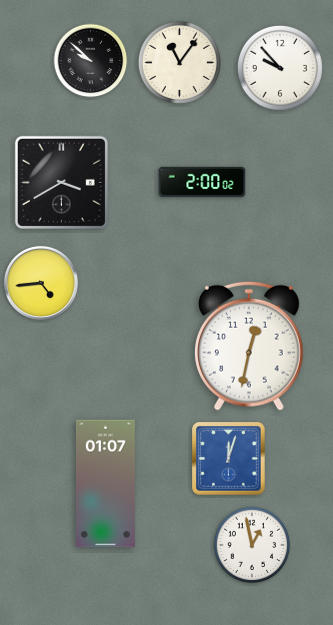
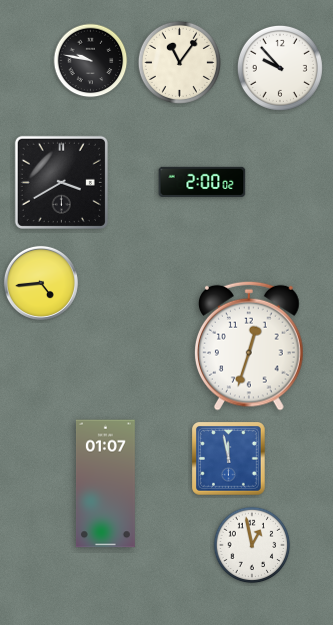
clock at (91, 61): 9:52 -> 9:47
clock at (250, 346): 12:32 -> 12:33
clock at (229, 459): 12:03 -> 11:58
